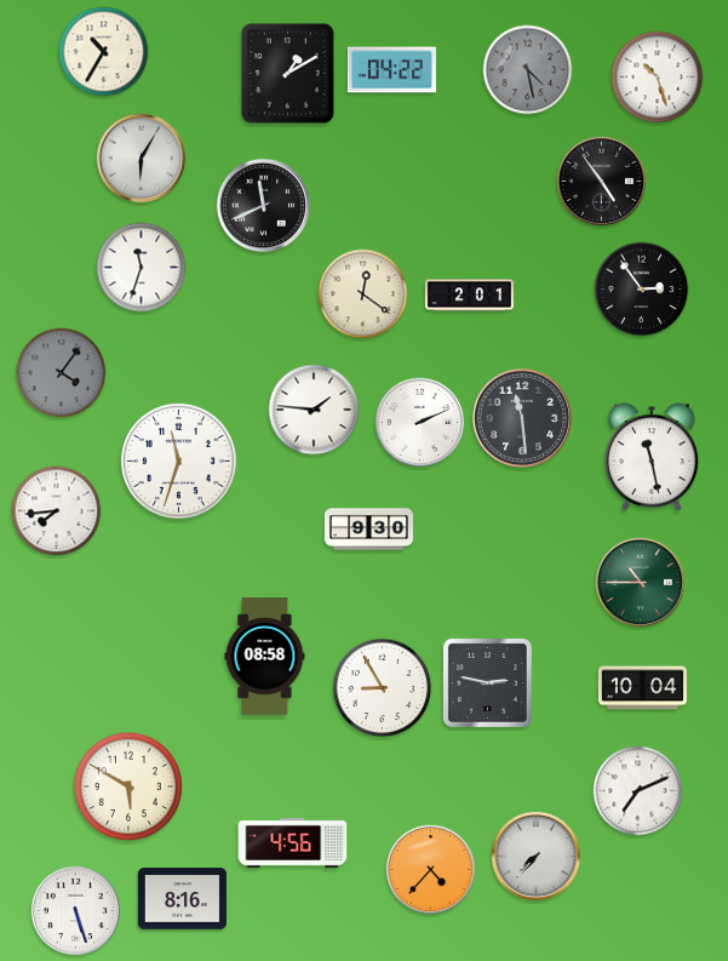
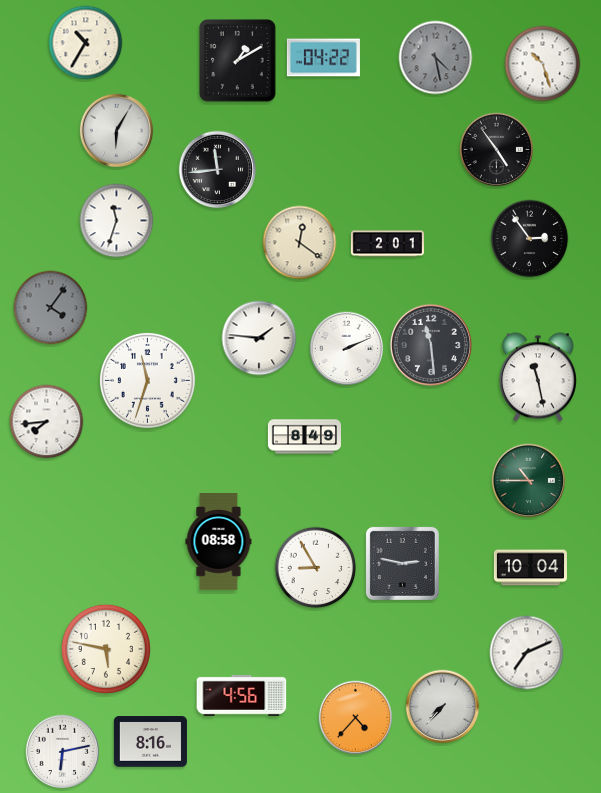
clock at (264, 206): 11:41 -> 11:44
clock at (368, 530): 9:30 -> 8:49
clock at (128, 786): 5:50 -> 5:47
clock at (76, 911): 5:27 -> 6:13
